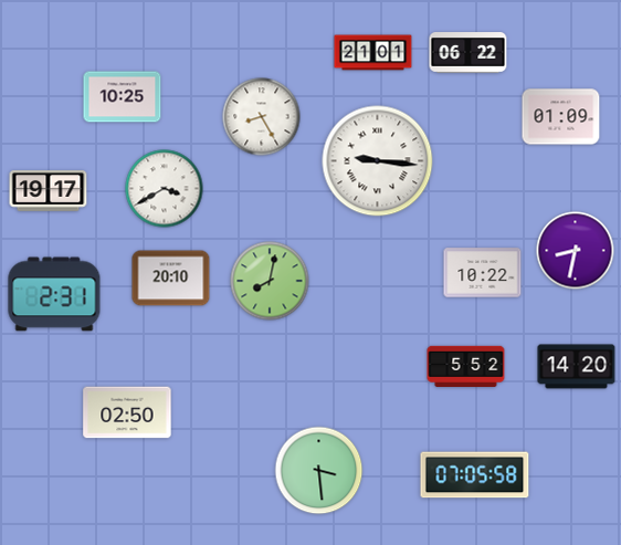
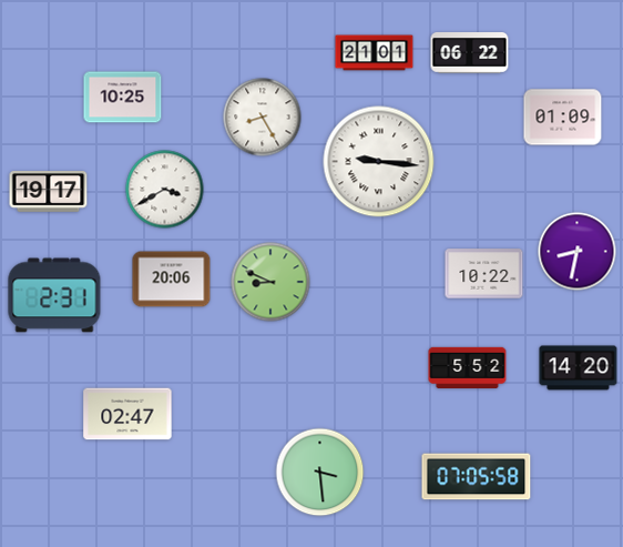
clock at (171, 279): 20:10 -> 20:06
clock at (270, 281): 8:02 -> 8:49
clock at (127, 412): 02:50 -> 02:47
